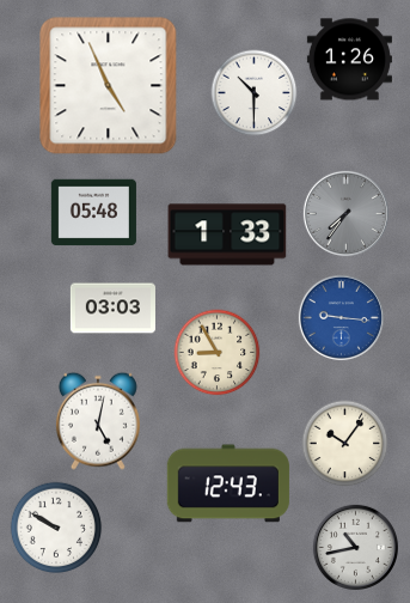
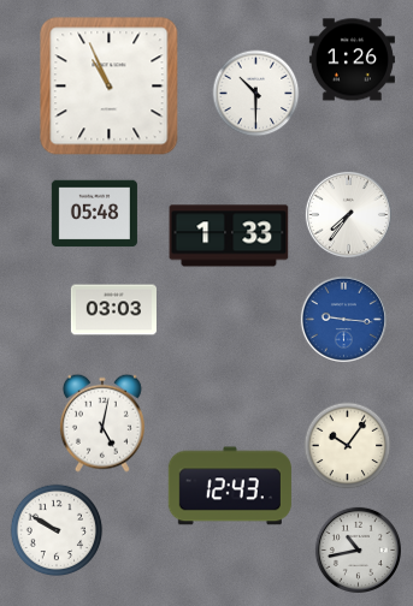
clock at (109, 86): 4:56 -> 10:56
clock at (345, 213) dial: grey -> white
clock at (218, 353): 8:55 -> none
clock at (98, 421) position: (98, 421) -> (102, 423)
